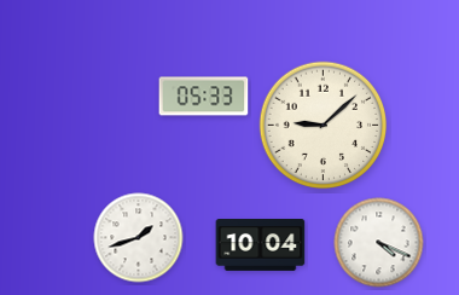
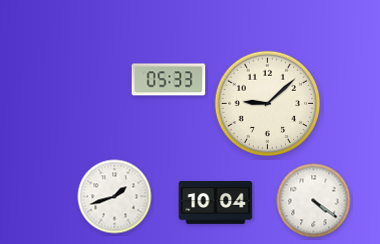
clock at (379, 243): 4:19 -> 4:21
